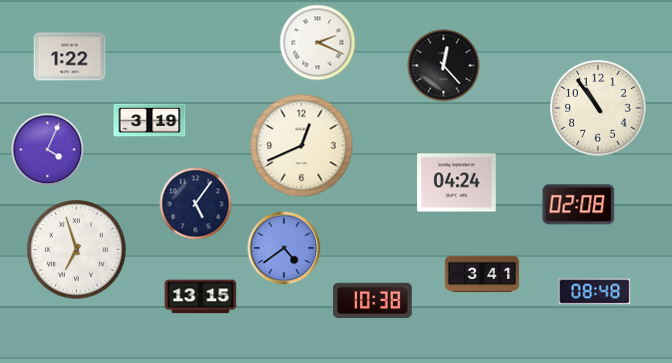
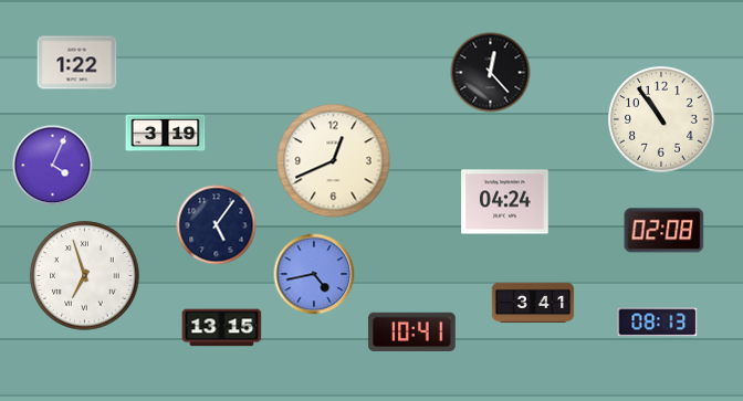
clock at (318, 43): 2:19 -> none
clock at (579, 205) position: (579, 205) -> (664, 231)
clock at (284, 248): 4:39 -> 4:43
clock at (595, 292): 08:48 -> 08:13
clock at (373, 301): 10:38 -> 10:41
